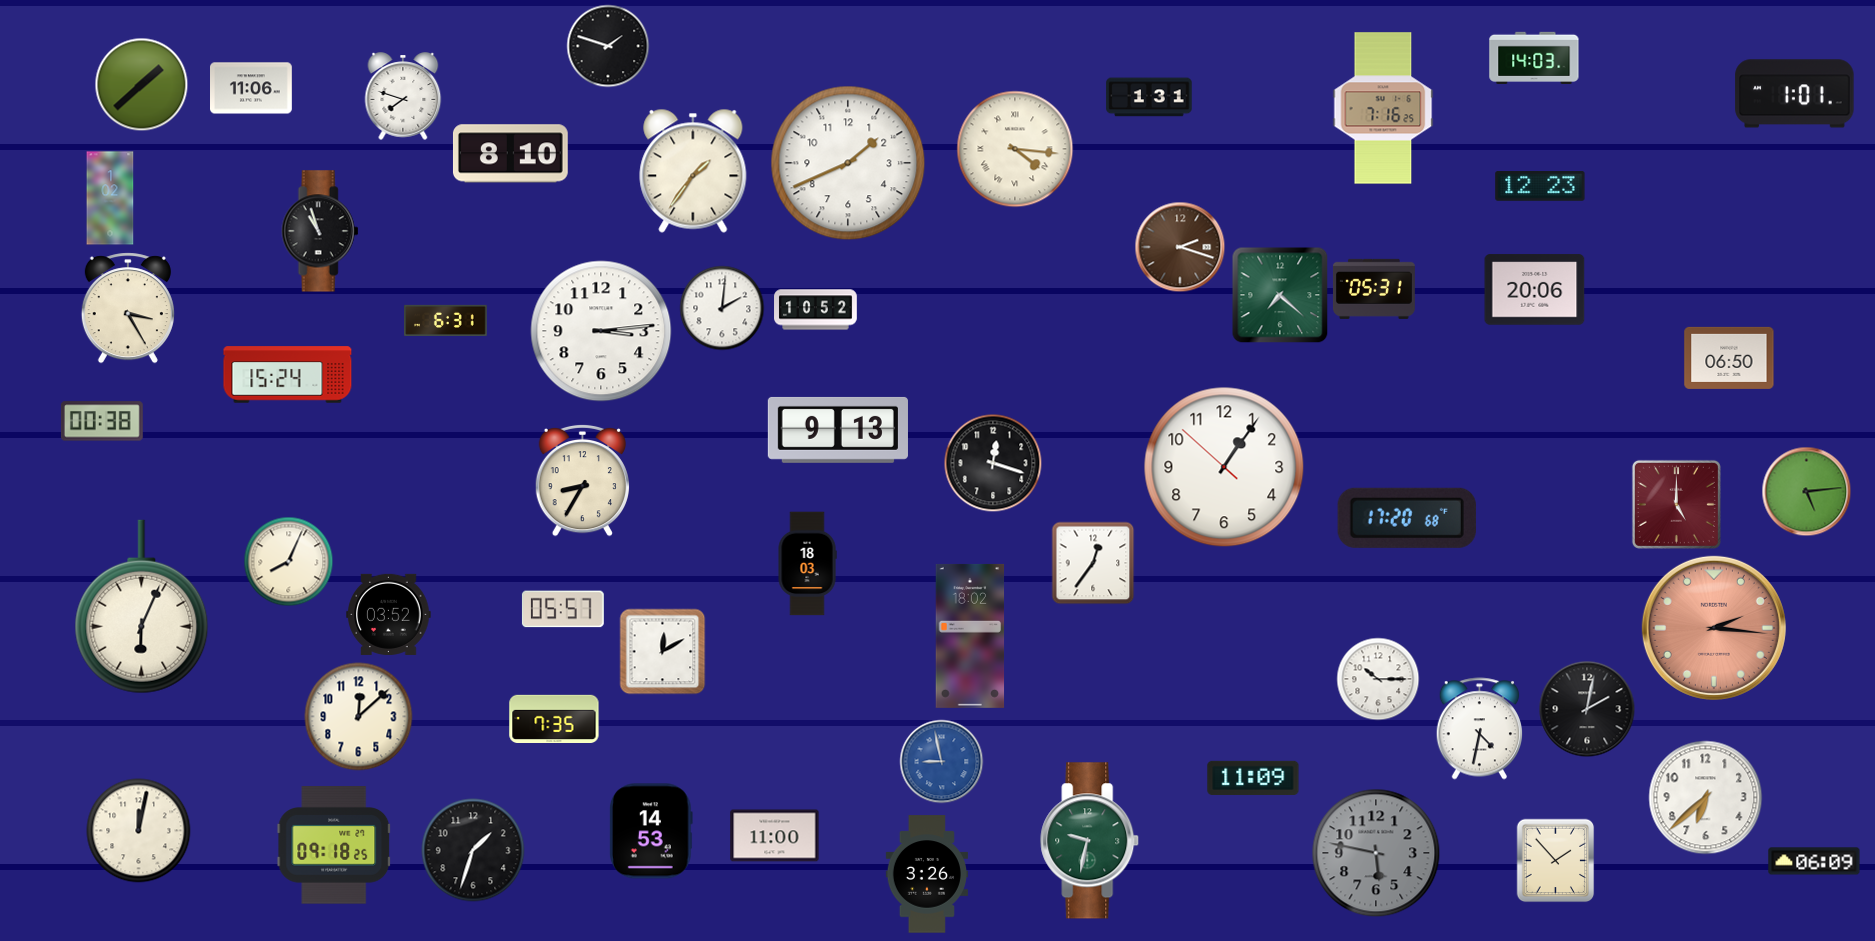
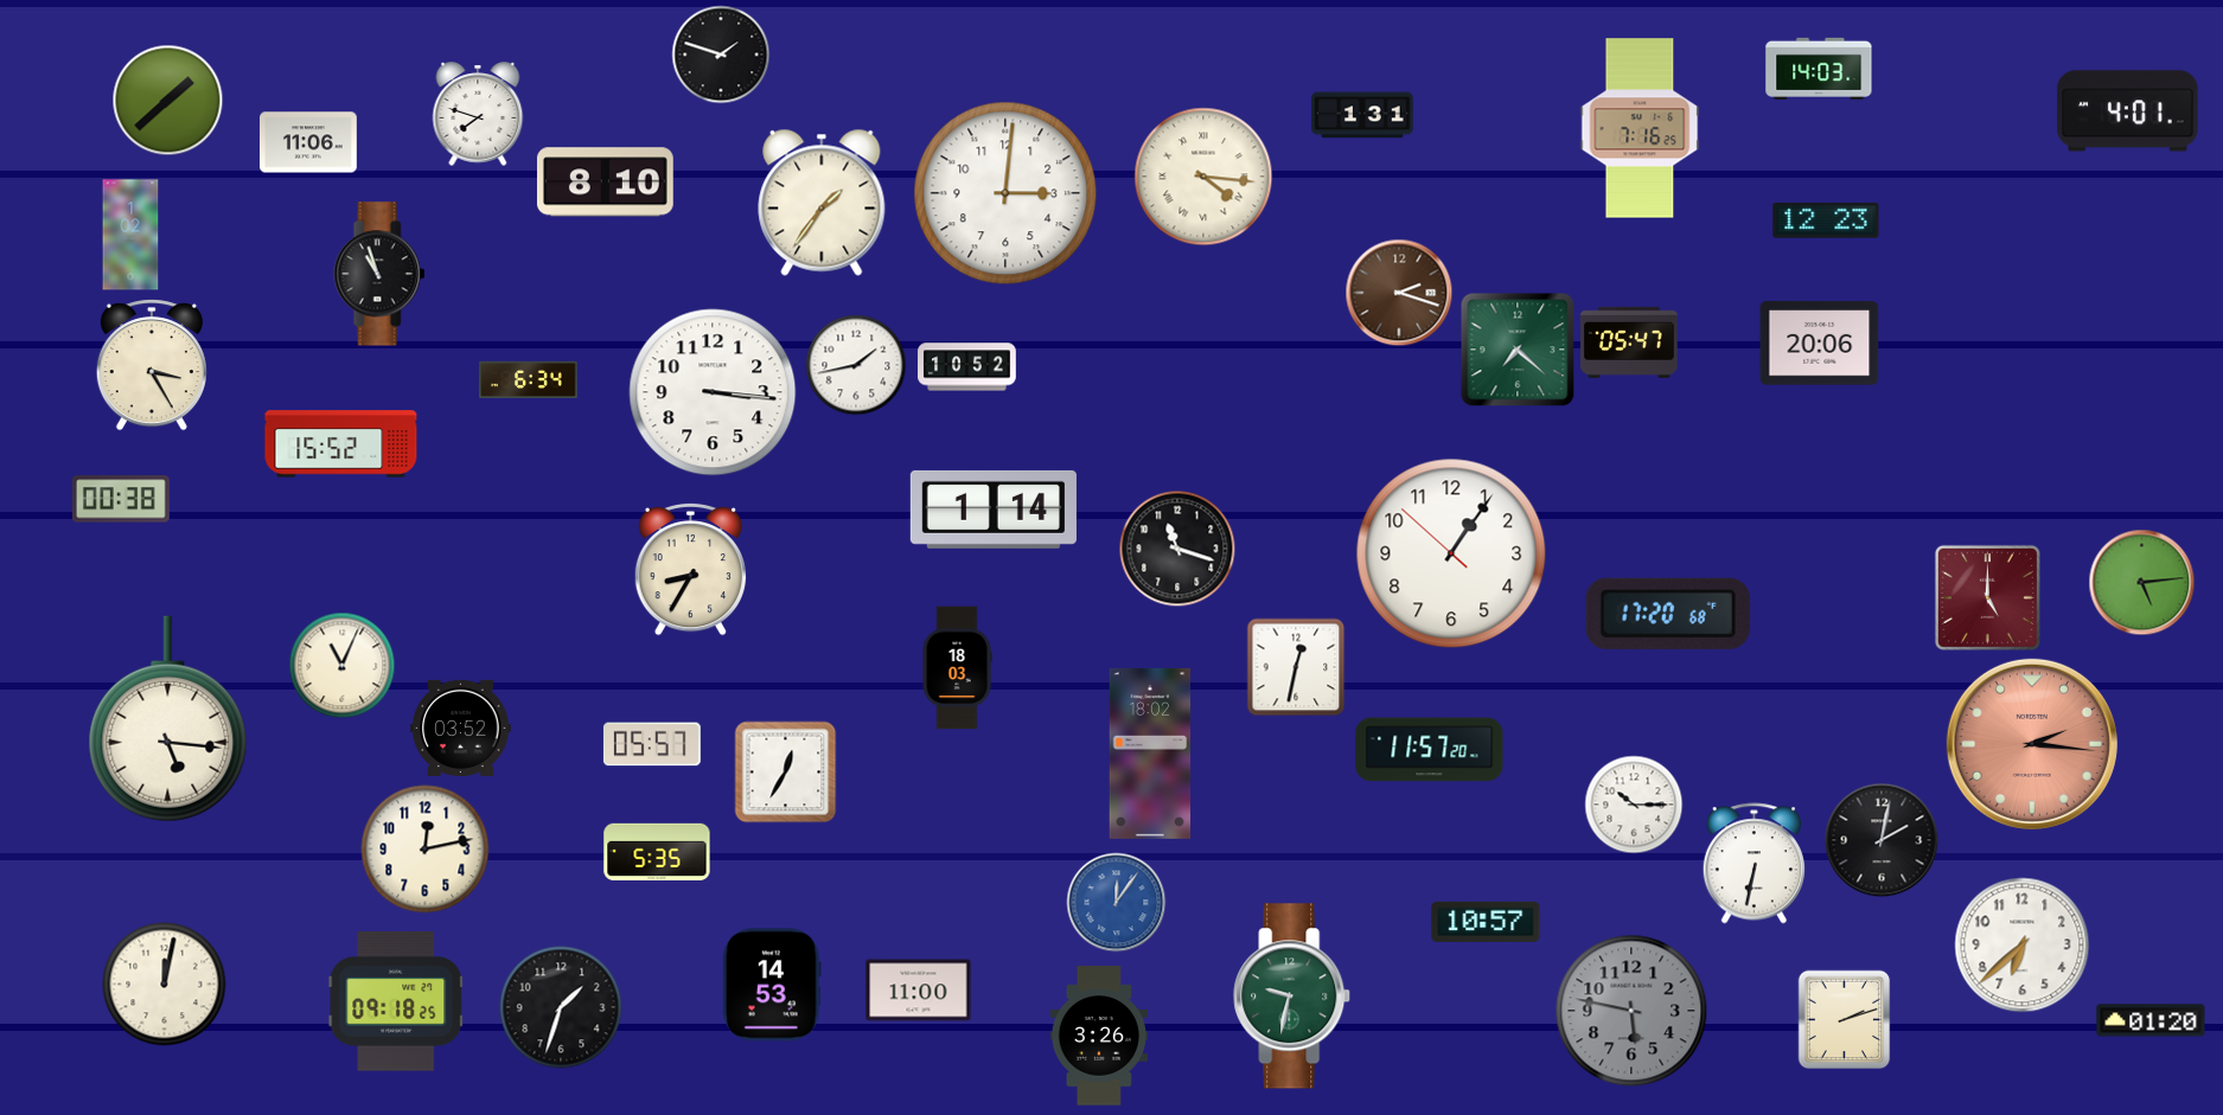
clock at (252, 88) position: (252, 88) -> (309, 142)
clock at (1795, 94): 1:01 -> 4:01
clock at (848, 163): 1:41 -> 3:01
clock at (1374, 289): 05:31 -> 05:47
clock at (722, 308): 2:01 -> 1:43
clock at (446, 320): 6:31 -> 6:34
clock at (601, 331): 3:14 -> 3:16
clock at (1729, 358): 06:50 -> none
clock at (288, 375): 15:24 -> 15:52
clock at (838, 430): 9:13 -> 1:14
clock at (993, 463): 12:18 -> 11:18
clock at (289, 562): 8:04 -> 11:04
clock at (1093, 563): 12:36 -> 12:32
clock at (142, 607): 6:04 -> 5:16
clock at (563, 609) position: (563, 609) -> (652, 744)
clock at (1430, 750): none -> 11:57
clock at (663, 652): 12:10 -> 12:35
clock at (359, 717): 12:08 -> 12:13
clock at (554, 718): 7:35 -> 5:35
clock at (1479, 729): 4:32 -> 6:32
clock at (942, 762): 8:58 -> 12:06
clock at (1253, 778): 11:09 -> 10:57
clock at (1556, 861): 1:53 -> 2:12
clock at (1814, 861): 06:09 -> 01:20
